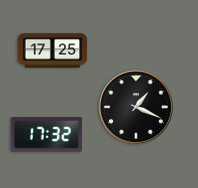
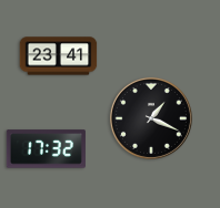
clock at (53, 51): 17:25 -> 23:41
clock at (46, 135) position: (46, 135) -> (46, 149)
